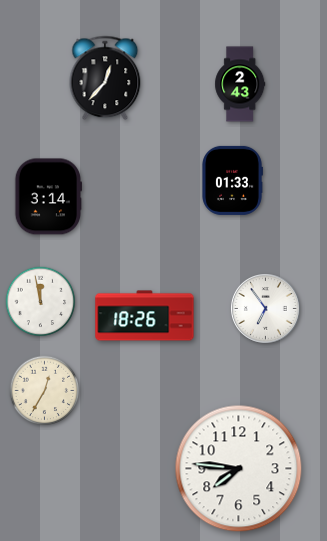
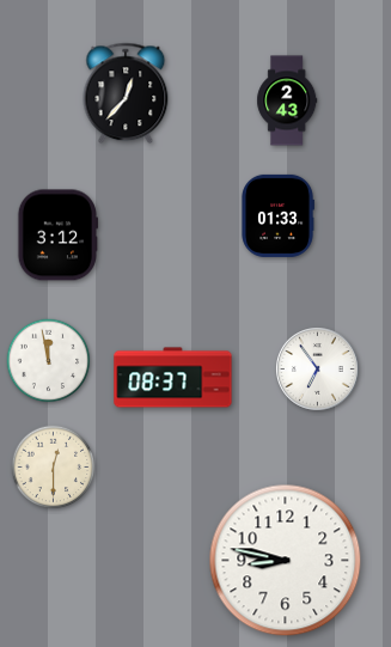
clock at (48, 197): 3:14 -> 3:12
clock at (145, 316): 18:26 -> 08:37
clock at (45, 391): 12:35 -> 12:30
clock at (239, 469): 7:46 -> 8:47
